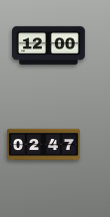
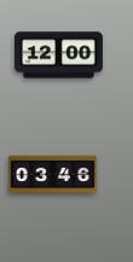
clock at (44, 145): 02:47 -> 03:46
